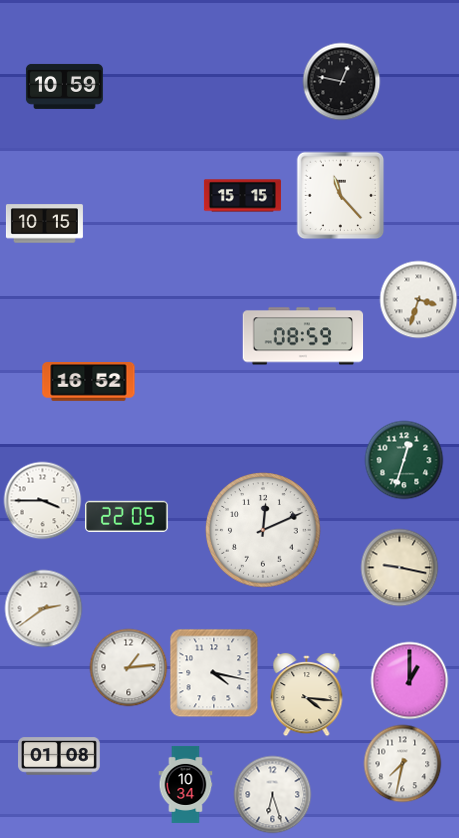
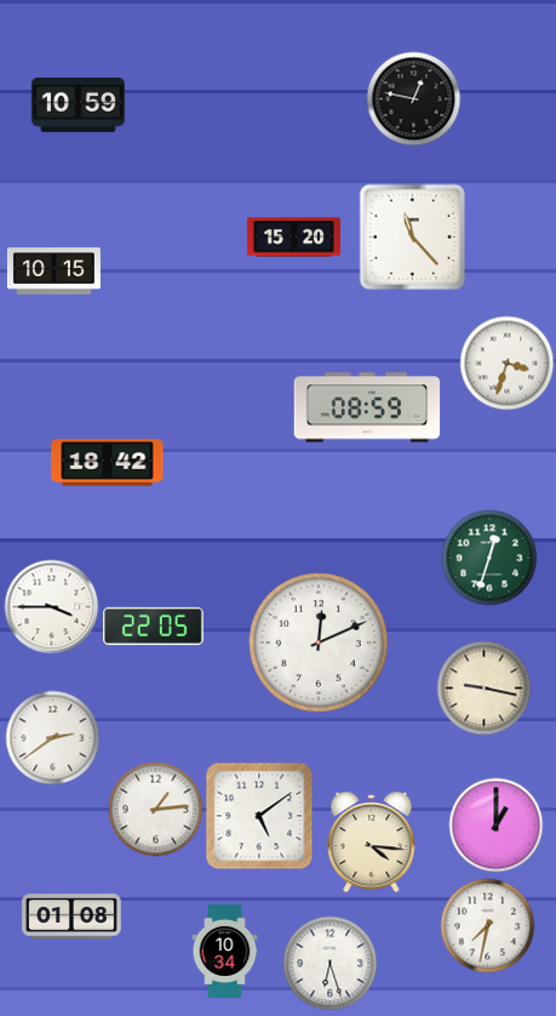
clock at (242, 196): 15:15 -> 15:20
clock at (89, 382): 16:52 -> 18:42
clock at (214, 673): 4:17 -> 5:09
